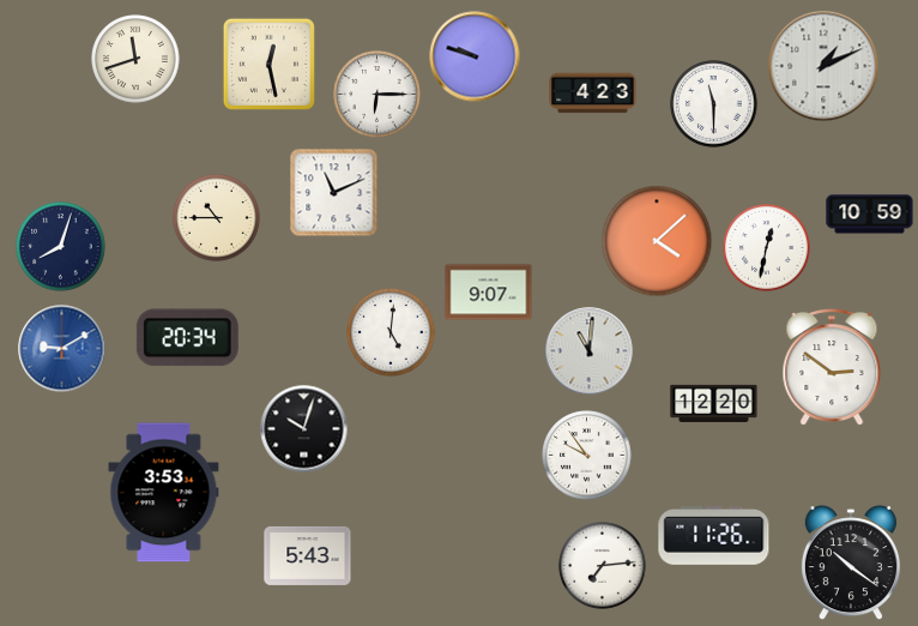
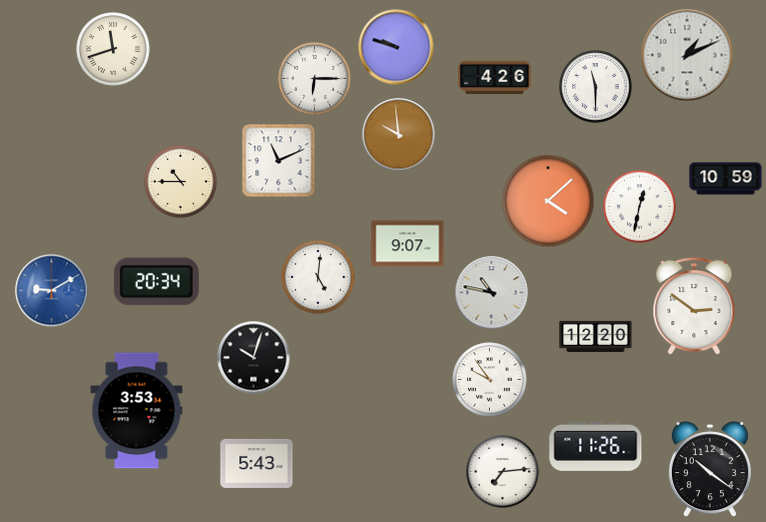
clock at (268, 64): 12:28 -> none
clock at (593, 94): 4:23 -> 4:26
clock at (399, 135): none -> 9:59
clock at (61, 247): 8:03 -> none
clock at (391, 332) position: (391, 332) -> (318, 277)
clock at (590, 351): 11:01 -> 10:47
